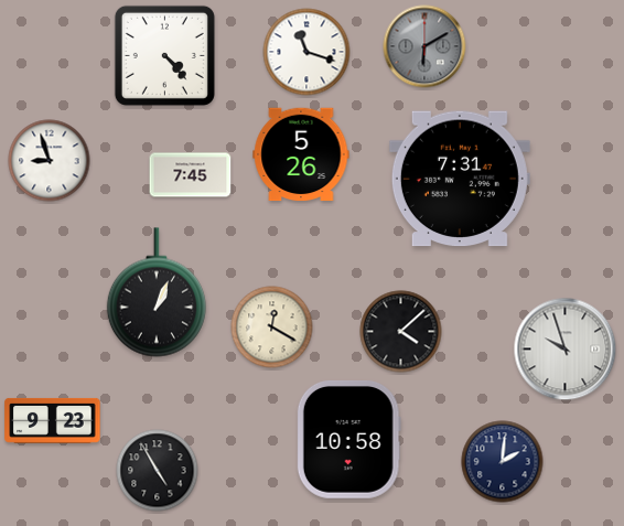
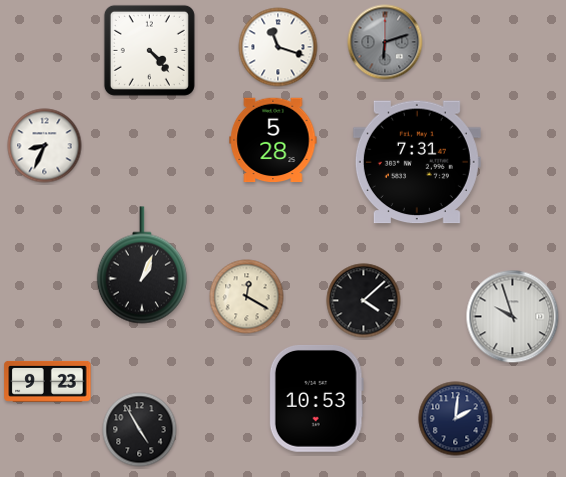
clock at (424, 46): 6:10 -> 6:12
clock at (301, 154): 5:26 -> 5:28
clock at (50, 161): 8:57 -> 8:34
clock at (191, 175): 7:45 -> none
clock at (348, 440): 10:58 -> 10:53
clock at (158, 471) position: (158, 471) -> (140, 430)
